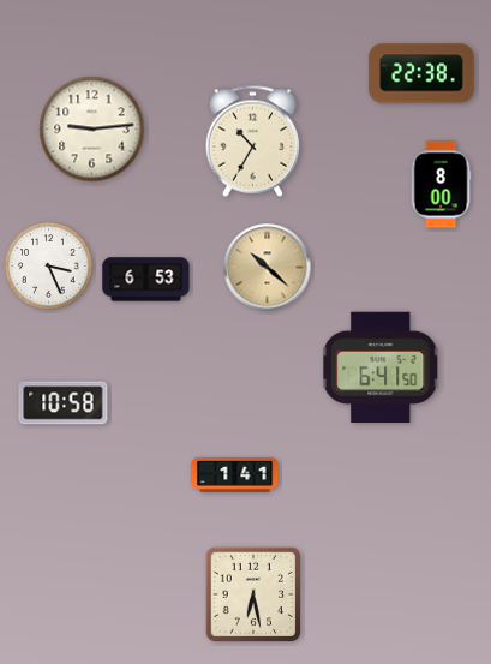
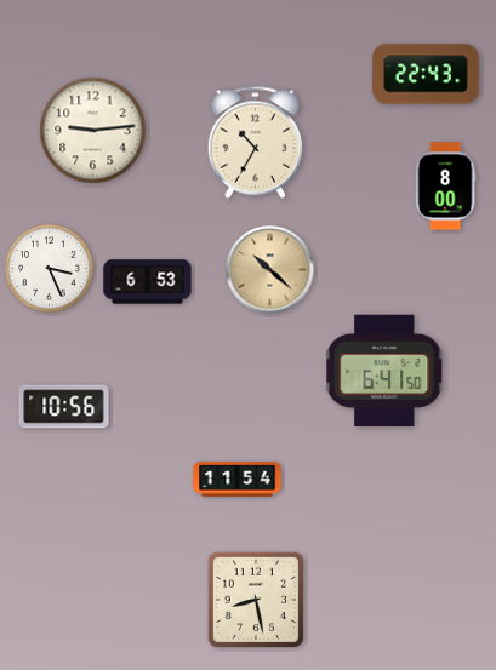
clock at (421, 73): 22:38 -> 22:43
clock at (64, 403): 10:58 -> 10:56
clock at (235, 475): 1:41 -> 11:54
clock at (253, 594): 6:28 -> 8:28
